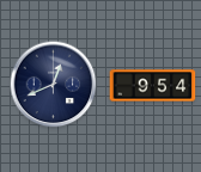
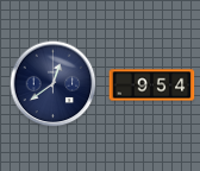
clock at (54, 85): 12:41 -> 12:39
